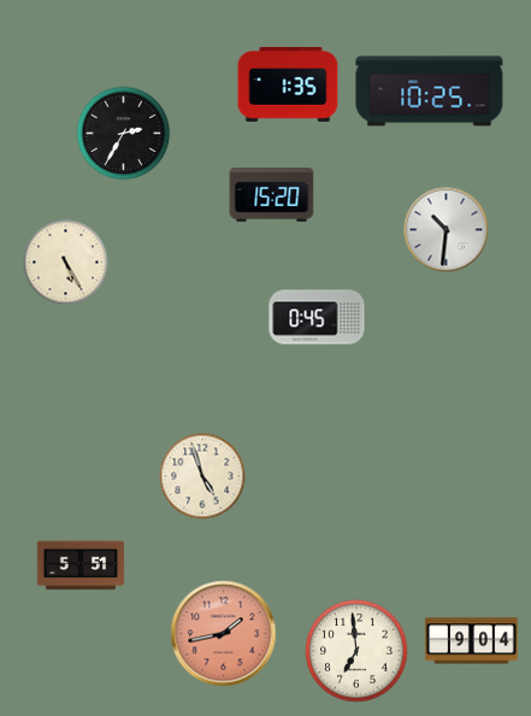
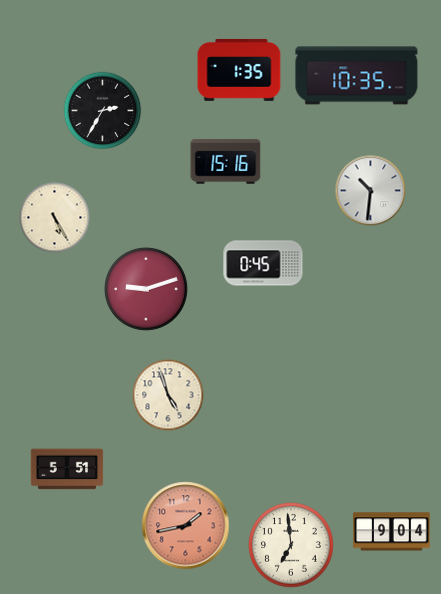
clock at (430, 92): 10:25 -> 10:35
clock at (272, 195): 15:20 -> 15:16
clock at (146, 289): none -> 9:12
clock at (356, 651) position: (356, 651) -> (291, 545)
